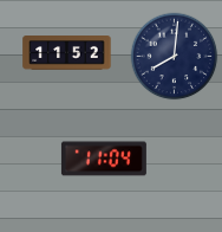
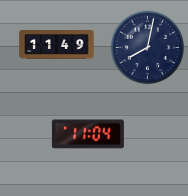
clock at (67, 53): 11:52 -> 11:49
clock at (175, 57): 8:01 -> 8:02
